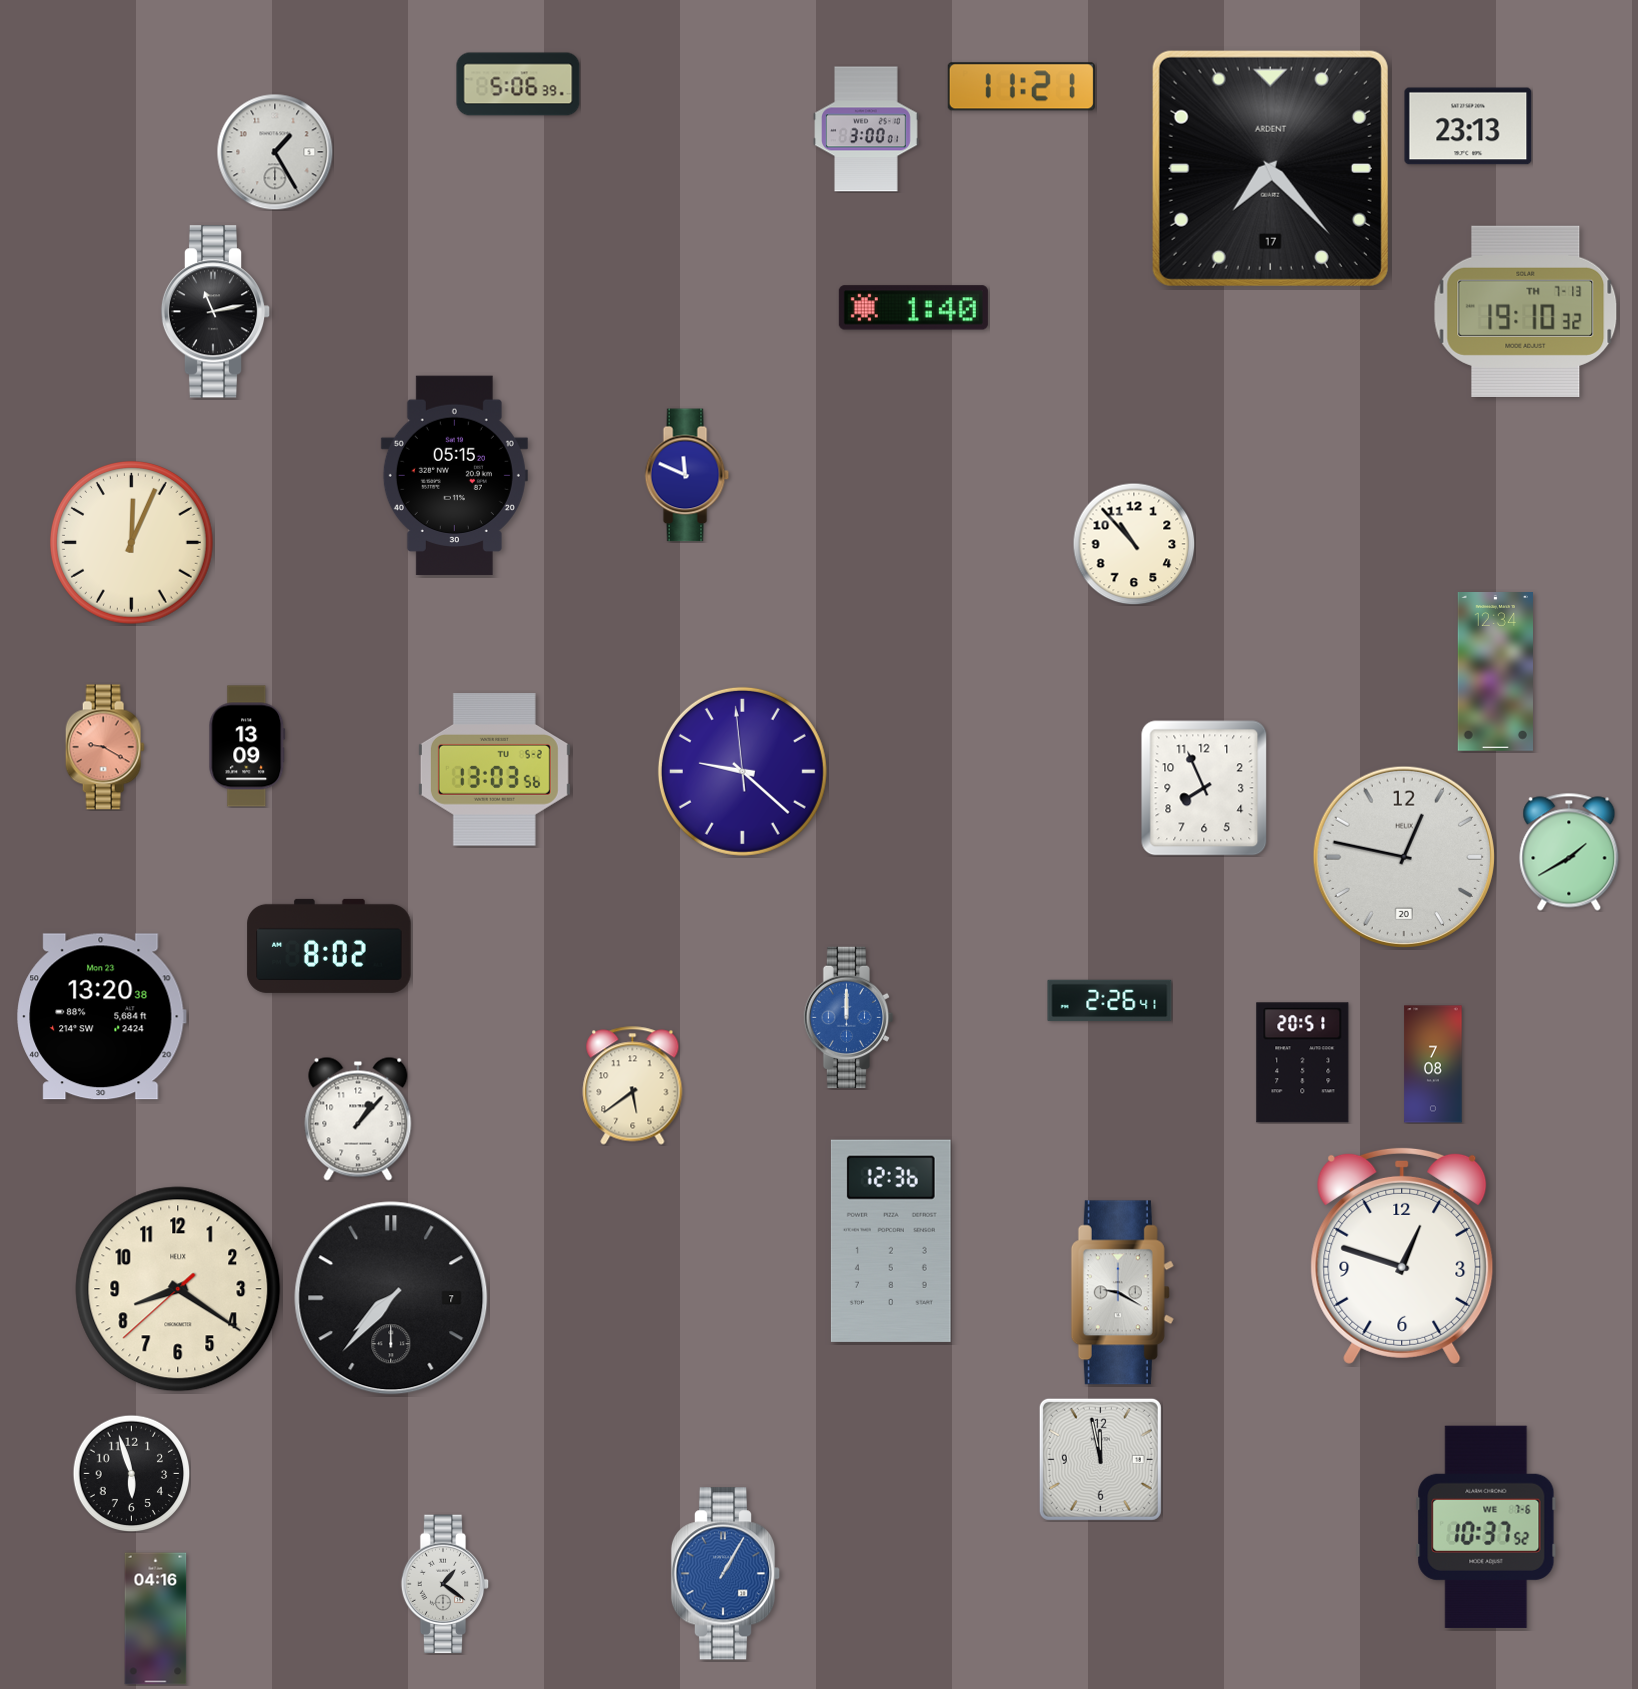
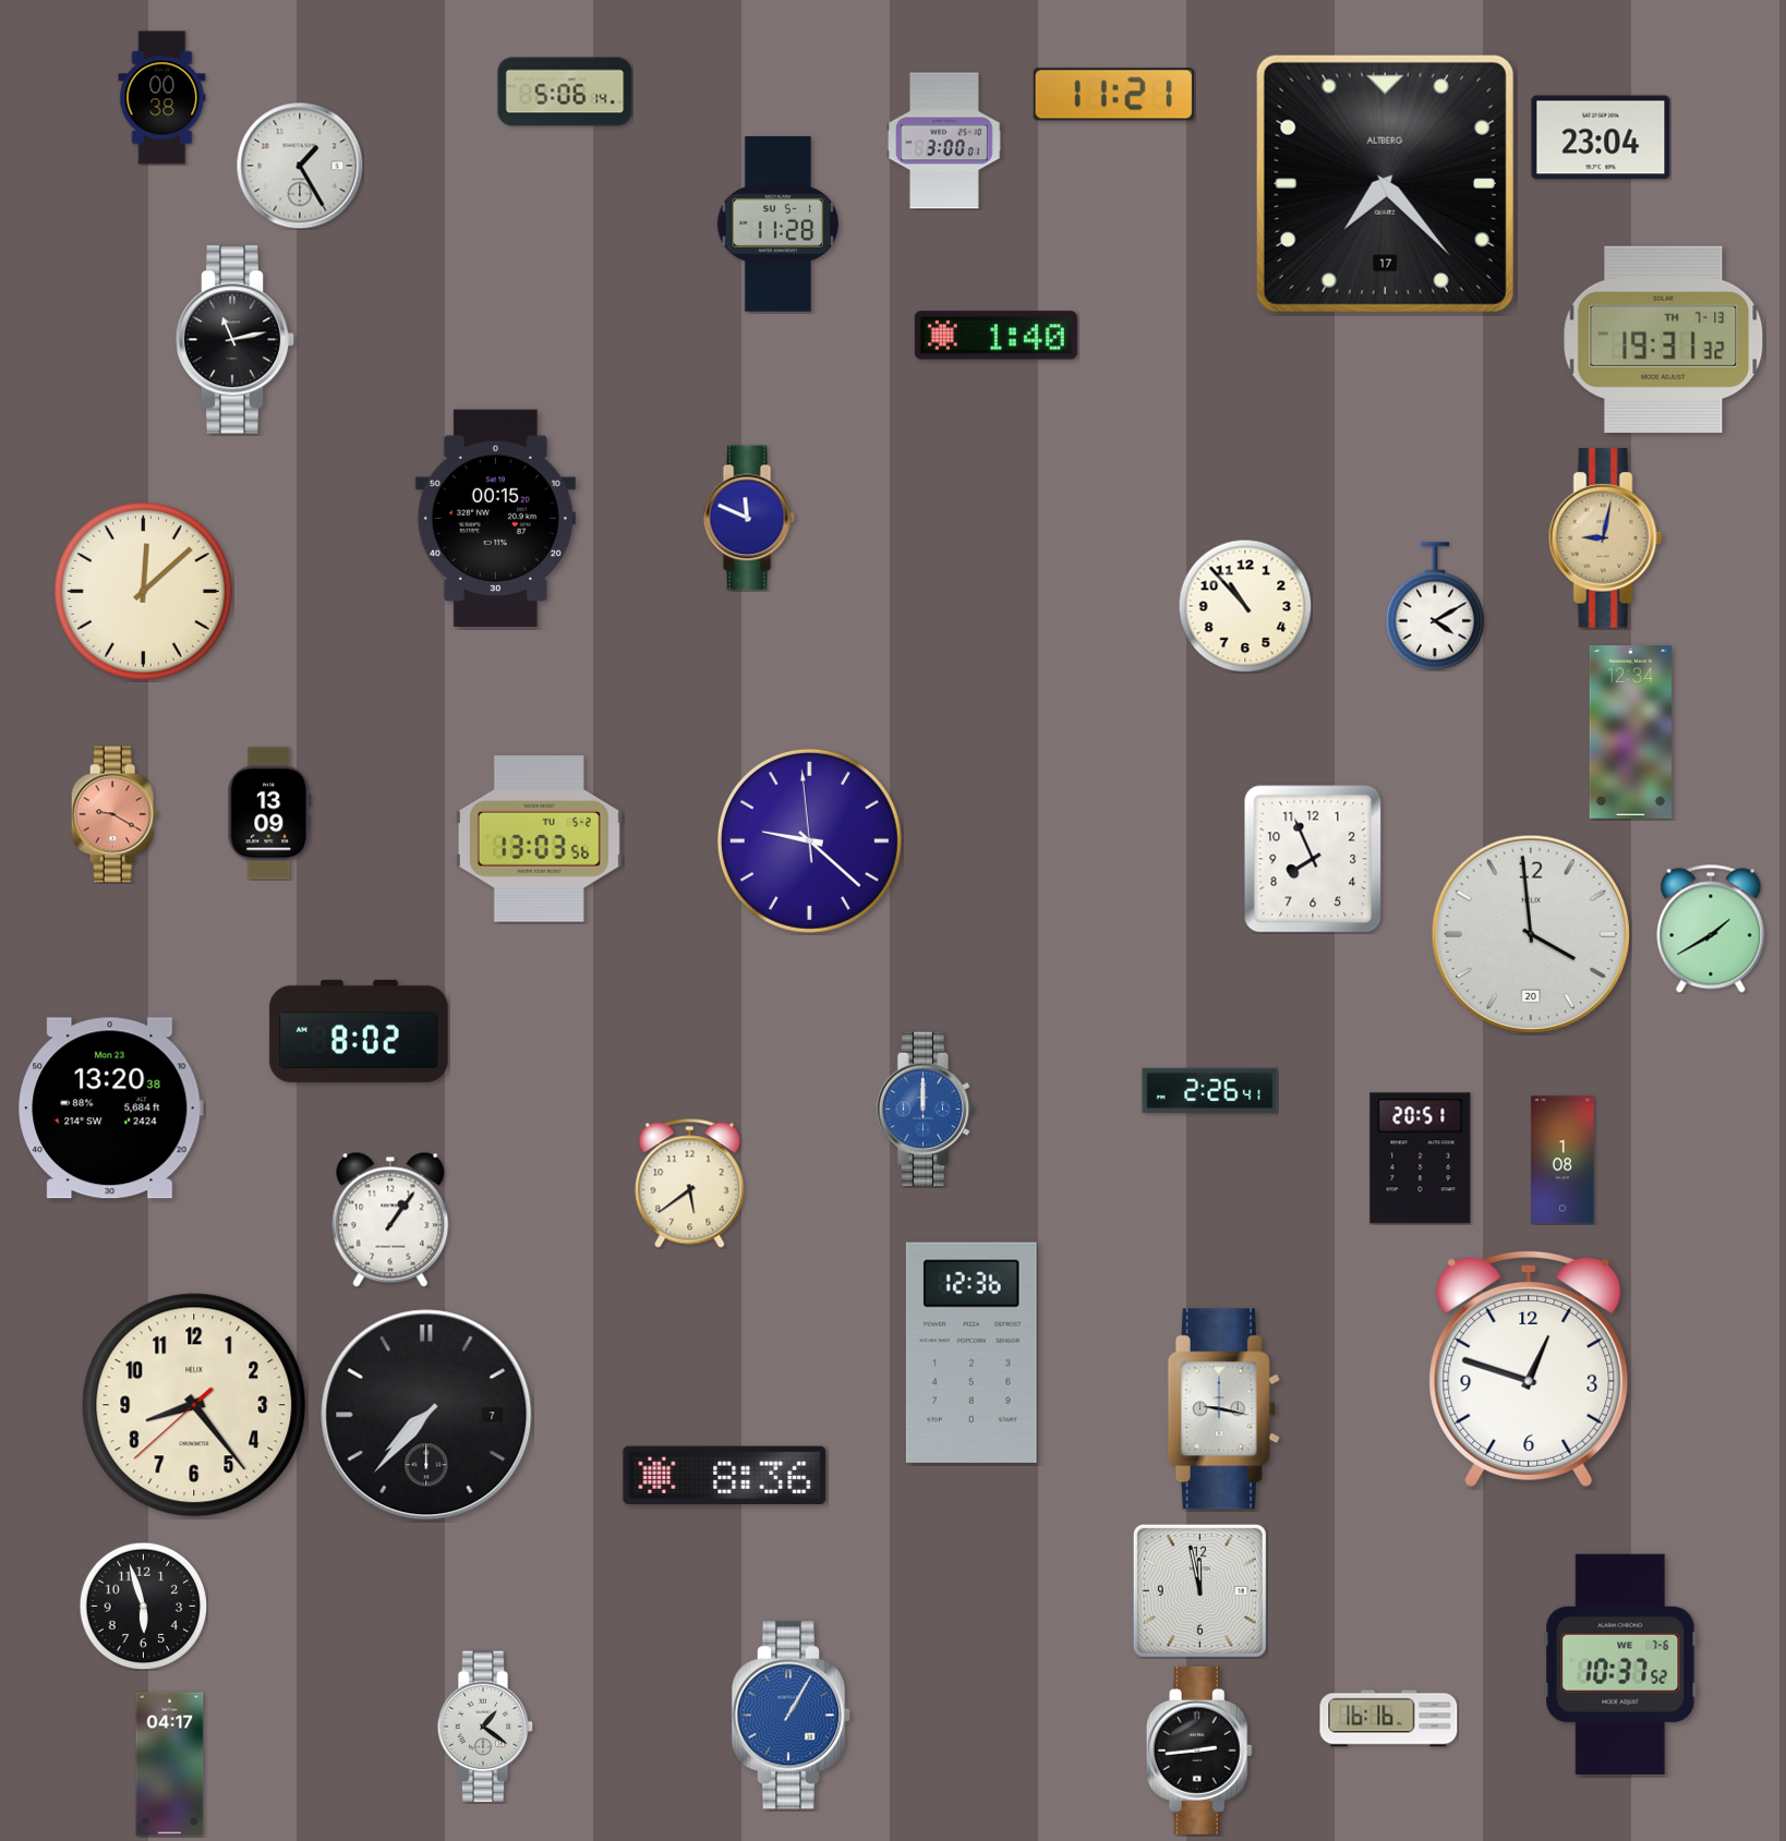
clock at (518, 84): 5:06:39 -> 5:06:14
clock at (162, 98): none -> 00:38
clock at (1468, 126): 23:13 -> 23:04
clock at (1270, 168) brand: ARDENT -> ALTBERG
clock at (777, 225): none -> 11:28
clock at (1526, 311): 19:10 -> 19:31
clock at (454, 476): 05:15 -> 00:15
clock at (1605, 538): none -> 9:02
clock at (131, 542): 12:04 -> 12:08
clock at (1134, 544) position: (1134, 544) -> (1245, 606)
clock at (1435, 606): none -> 4:10
clock at (1404, 857): 12:47 -> 3:59
clock at (1433, 1064): 7:08 -> 1:08
clock at (358, 1119): 1:07 -> 1:06
clock at (178, 1289): 8:20 -> 8:23
clock at (1122, 1293): 9:20 -> 9:17
clock at (725, 1475): none -> 8:36
clock at (1389, 1719): none -> 16:16
clock at (1199, 1751): none -> 2:44
clock at (156, 1619): 04:16 -> 04:17
